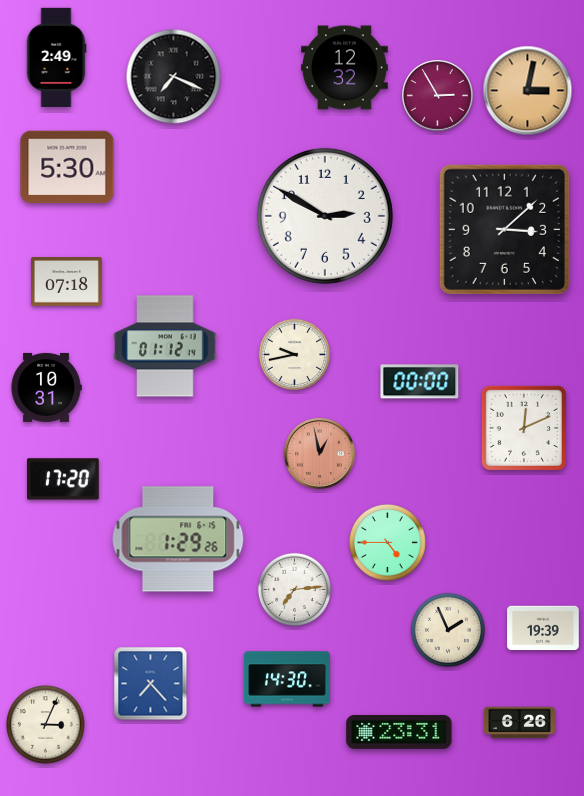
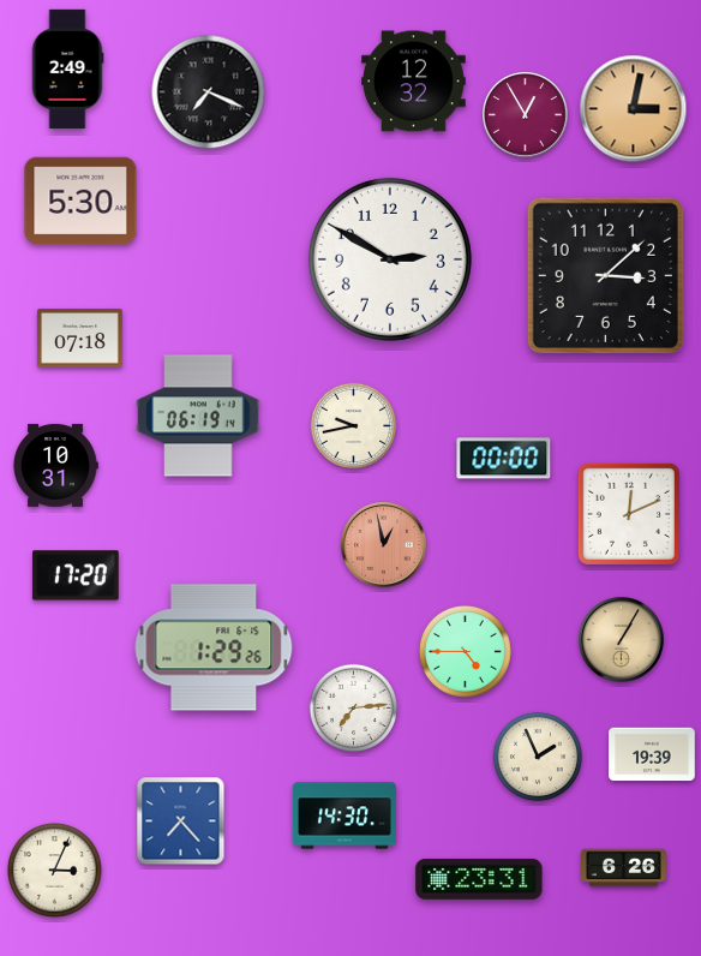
clock at (438, 96): 2:55 -> 12:55
clock at (165, 346): 01:12 -> 06:19
clock at (622, 640): none -> 1:05
